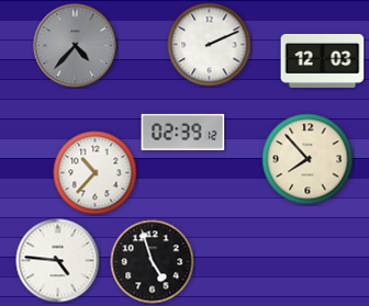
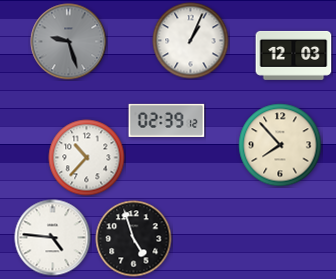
clock at (210, 45): 2:11 -> 1:04
clock at (76, 46): 4:37 -> 9:27
clock at (153, 262) position: (153, 262) -> (134, 239)
